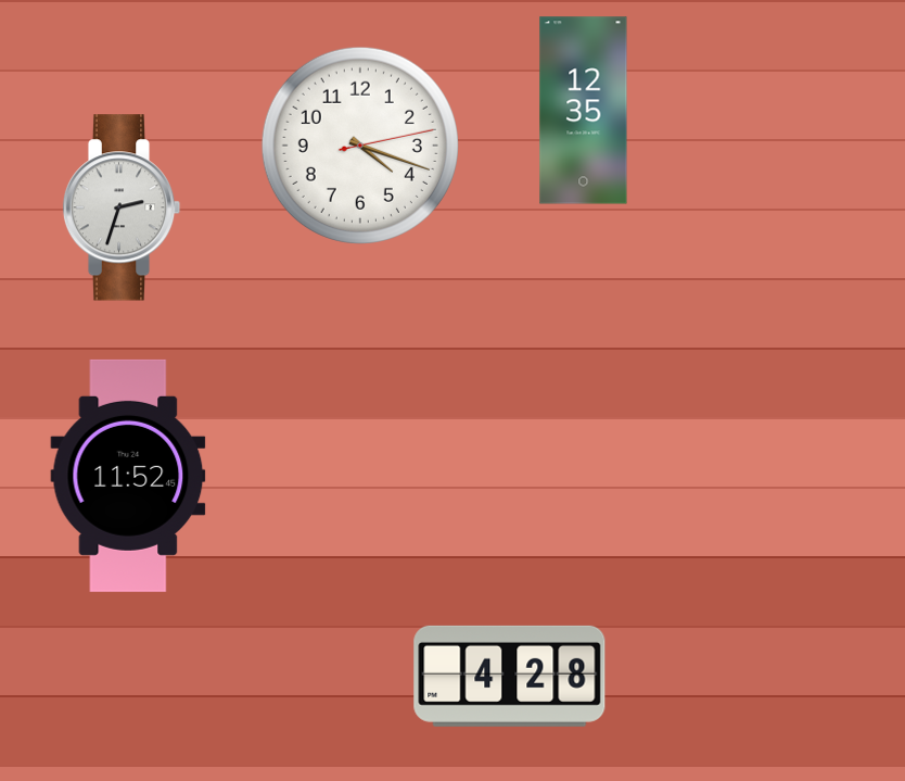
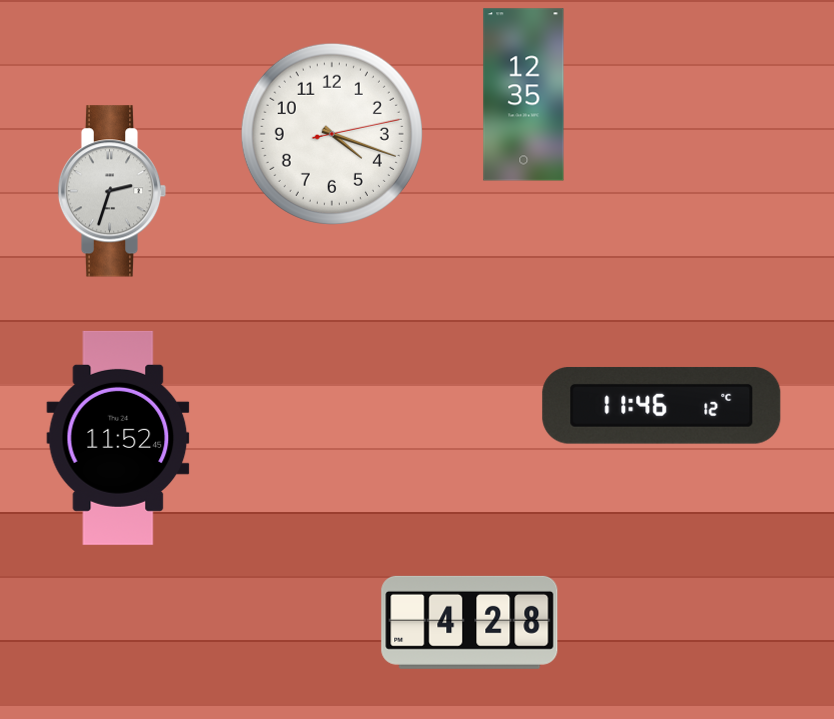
clock at (584, 111) position: (584, 111) -> (524, 95)
clock at (662, 406): none -> 11:46
